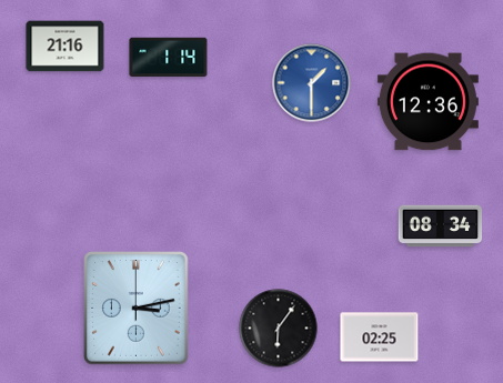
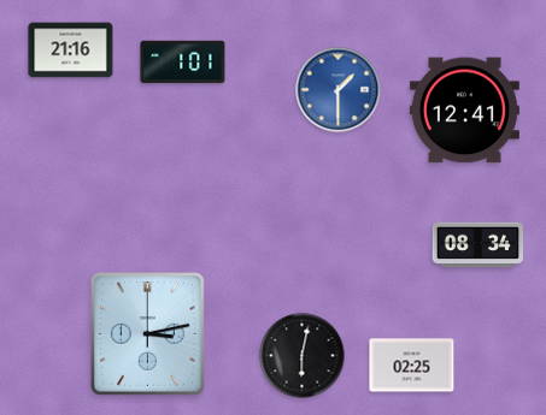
clock at (169, 58): 1:14 -> 1:01
clock at (427, 102): 12:36 -> 12:41
clock at (279, 329): 6:06 -> 6:02
